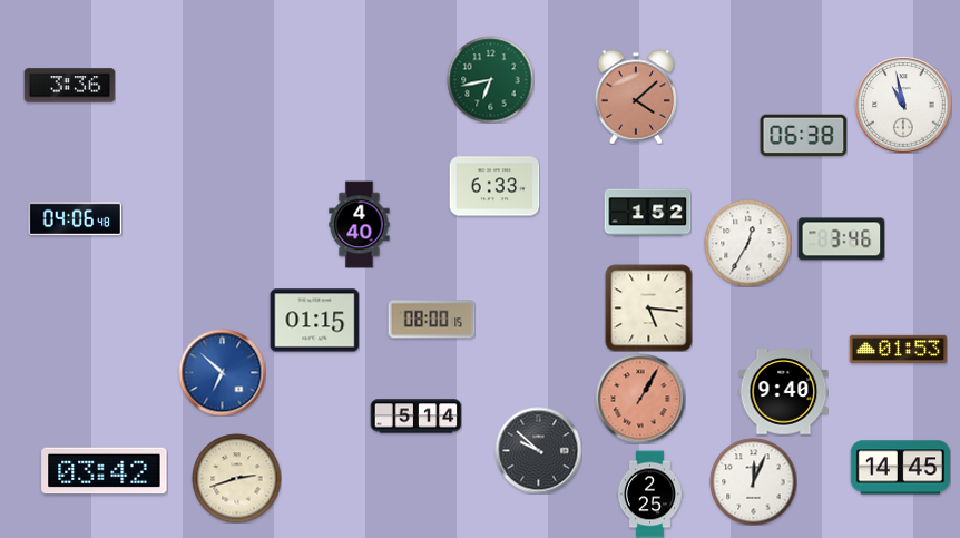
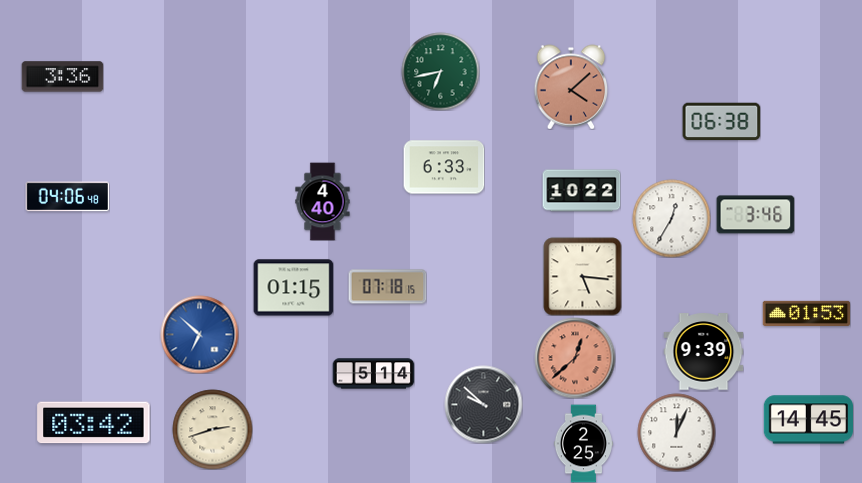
clock at (903, 105): 10:58 -> none
clock at (647, 213): 1:52 -> 10:22
clock at (431, 320): 08:00 -> 07:18
clock at (314, 321) position: (314, 321) -> (293, 288)
clock at (783, 392): 9:40 -> 9:39
clock at (640, 399): 1:05 -> 12:38
